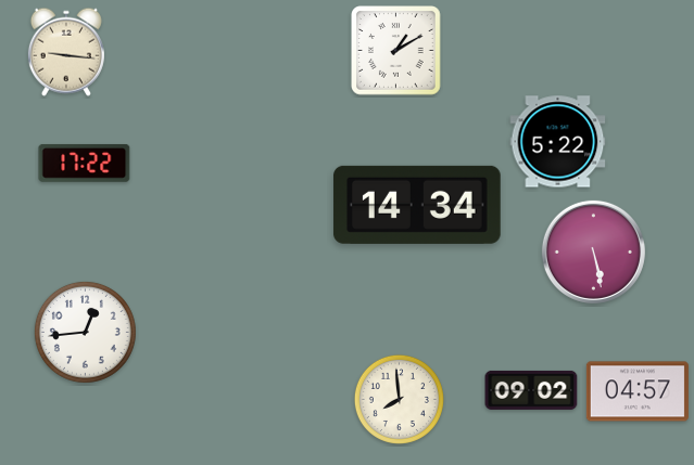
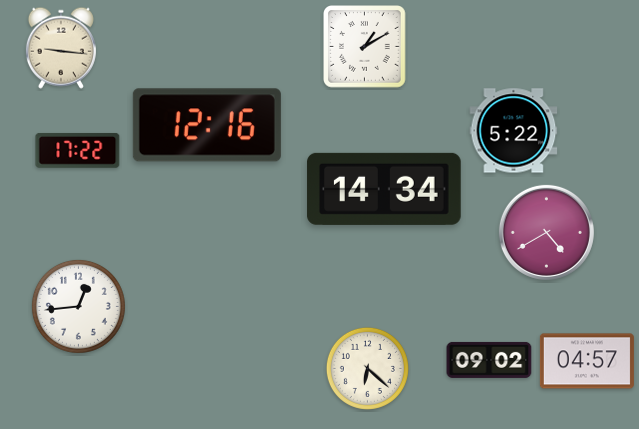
clock at (207, 125): none -> 12:16
clock at (593, 251): 5:28 -> 4:40
clock at (399, 399): 7:59 -> 6:22
